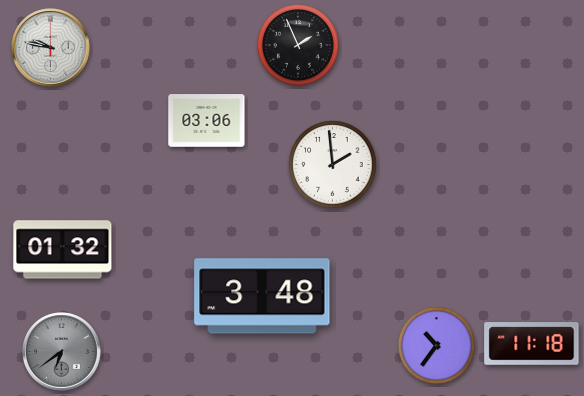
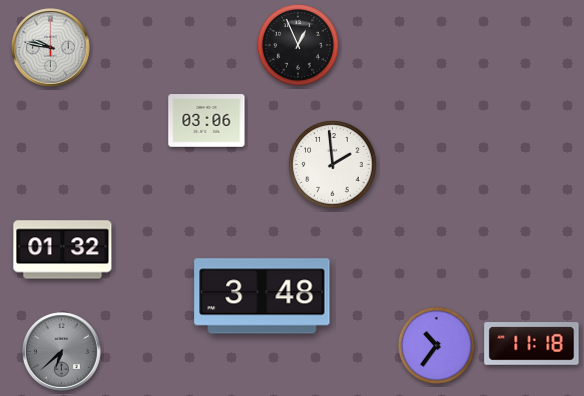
clock at (298, 45): 1:56 -> 12:56
clock at (62, 352): 6:39 -> 6:38
